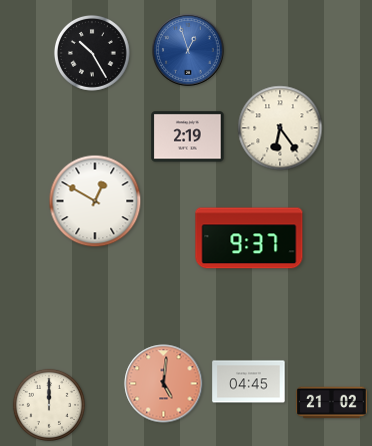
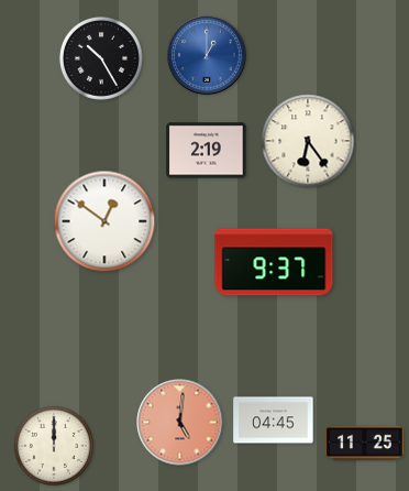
clock at (188, 50): 12:57 -> 1:00
clock at (95, 201): 12:50 -> 12:51
clock at (332, 403): 21:02 -> 11:25
